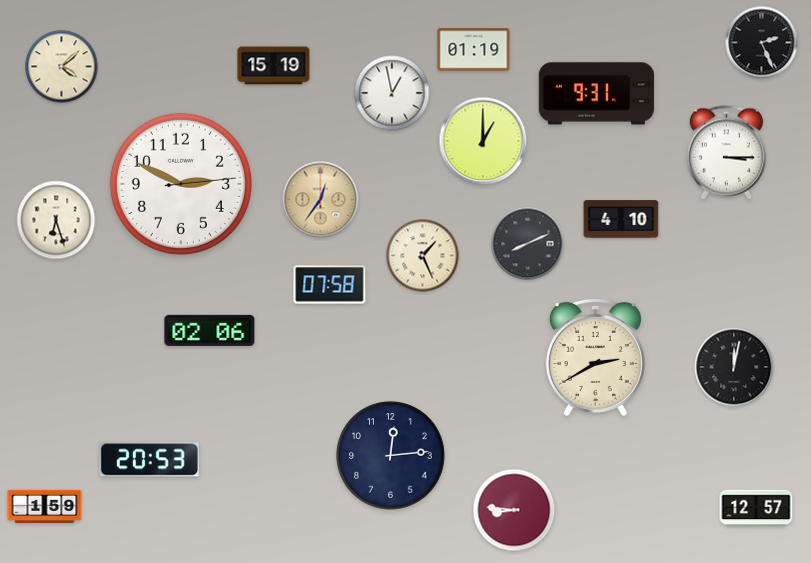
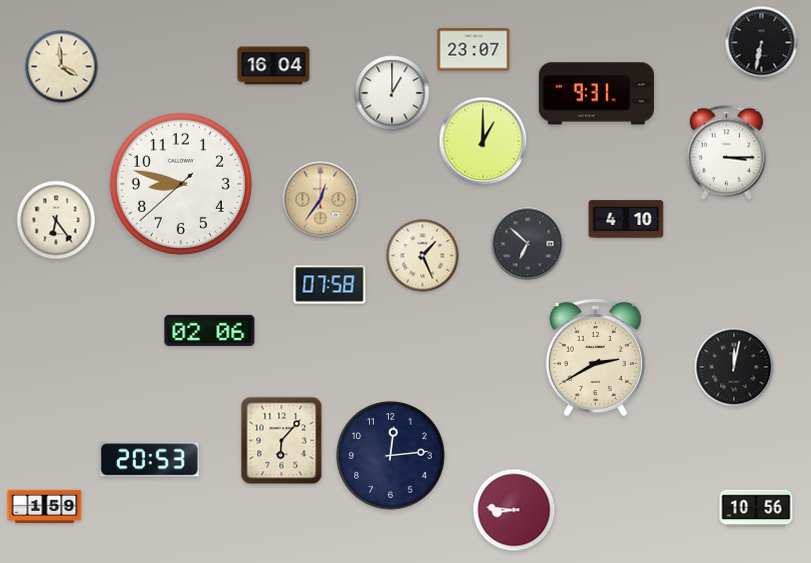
clock at (762, 43): 2:26 -> 6:32
clock at (474, 50): 01:19 -> 23:07
clock at (274, 66): 15:19 -> 16:04
clock at (62, 67): 4:08 -> 3:59
clock at (392, 93): 12:58 -> 1:00
clock at (181, 184): 2:49 -> 8:47
clock at (621, 219) position: (621, 219) -> (626, 219)
clock at (56, 220): 6:27 -> 6:24
clock at (528, 244): 8:11 -> 6:52
clock at (282, 441): none -> 6:07
clock at (756, 508): 12:57 -> 10:56
